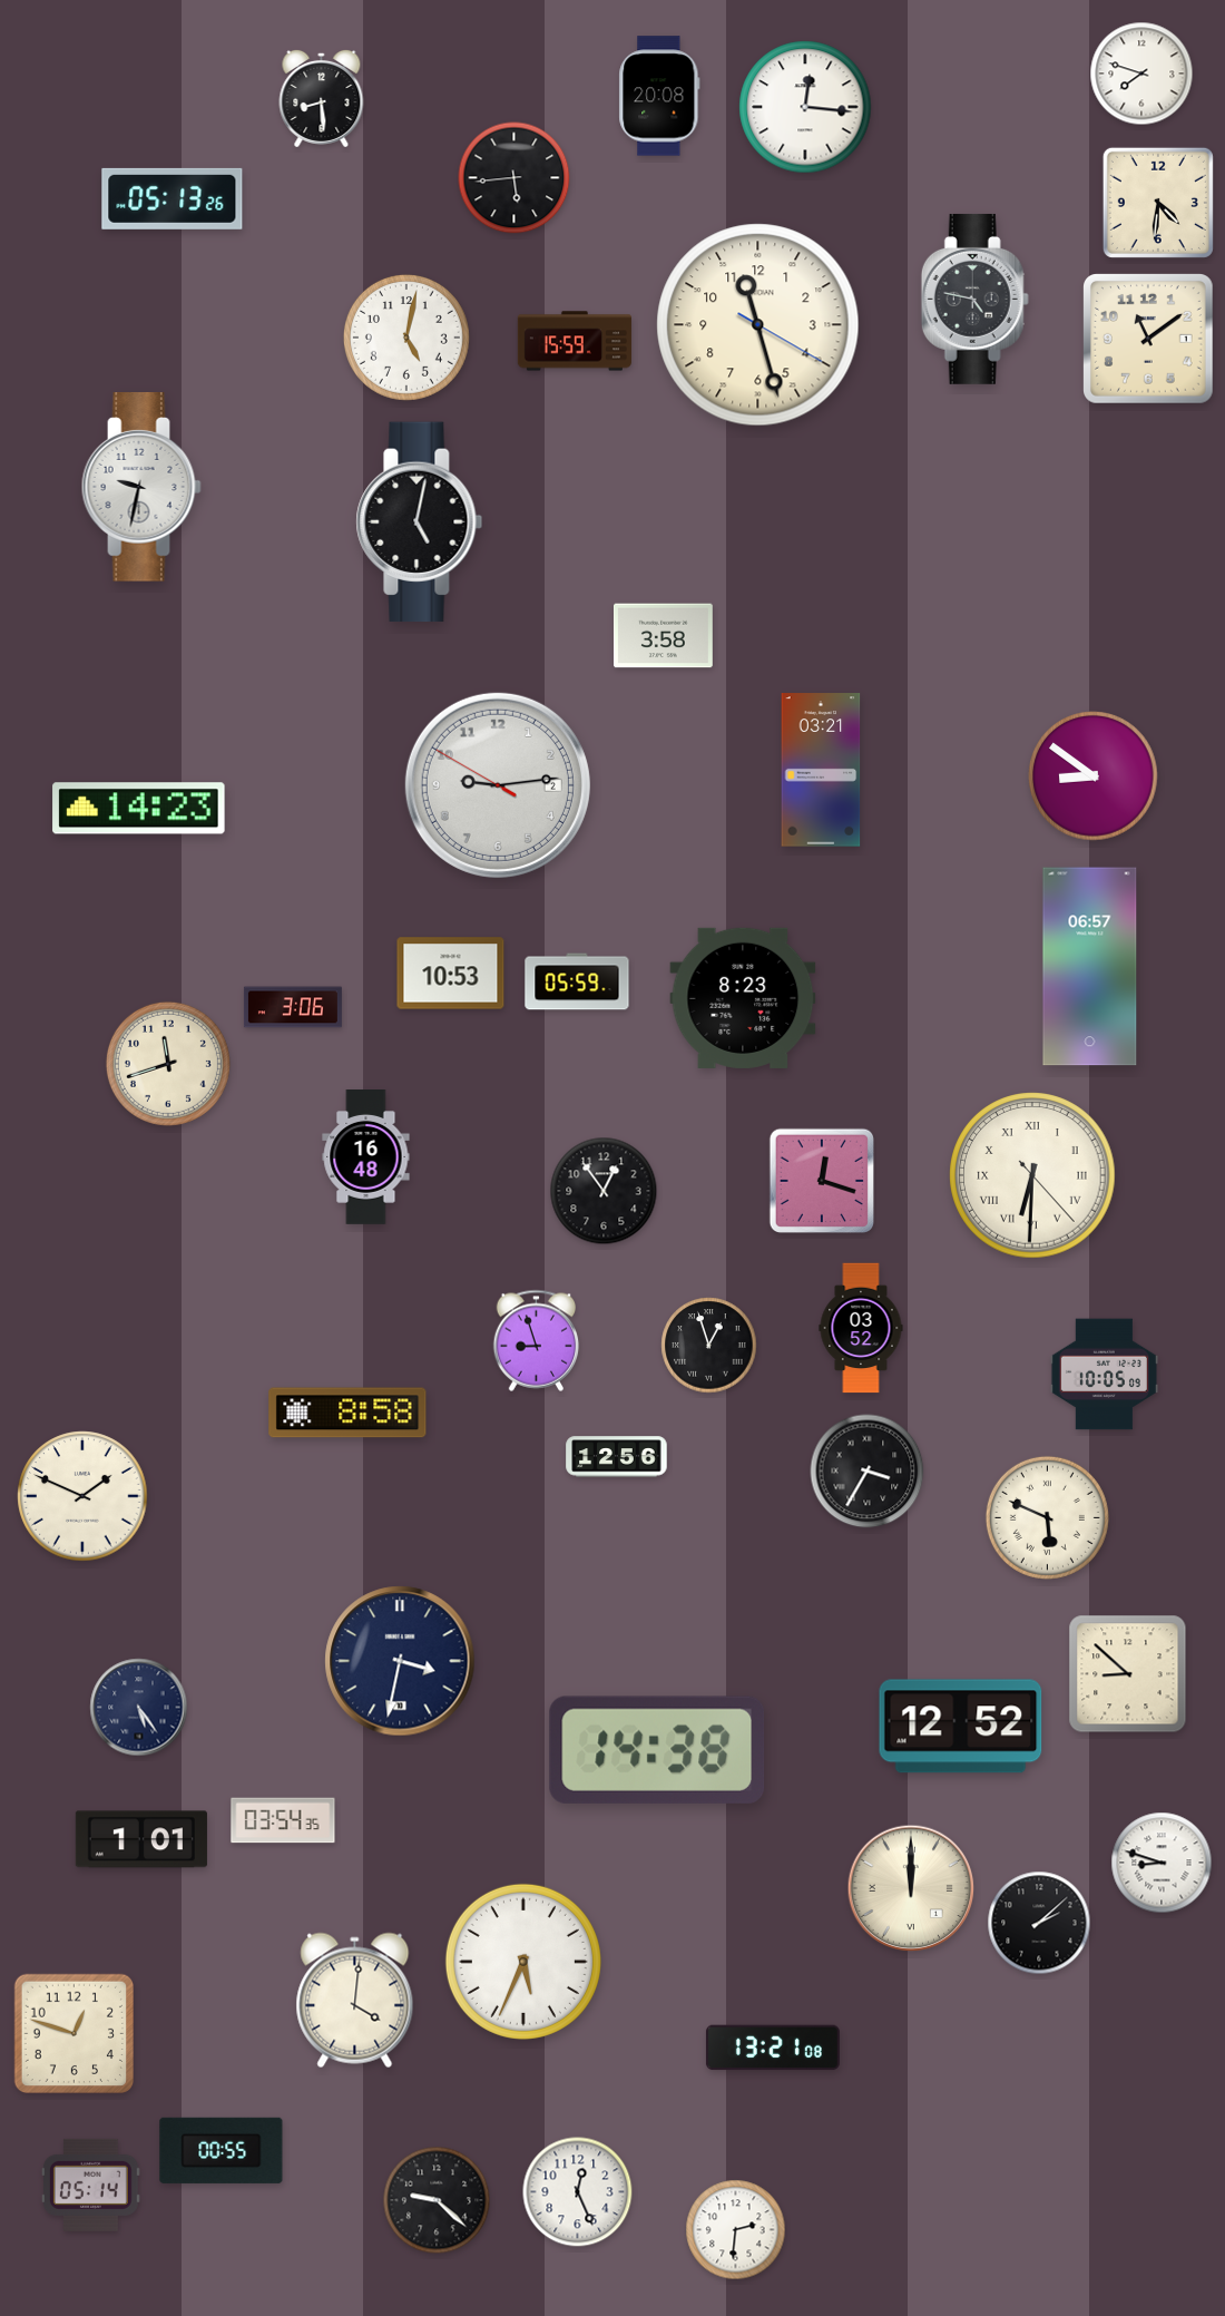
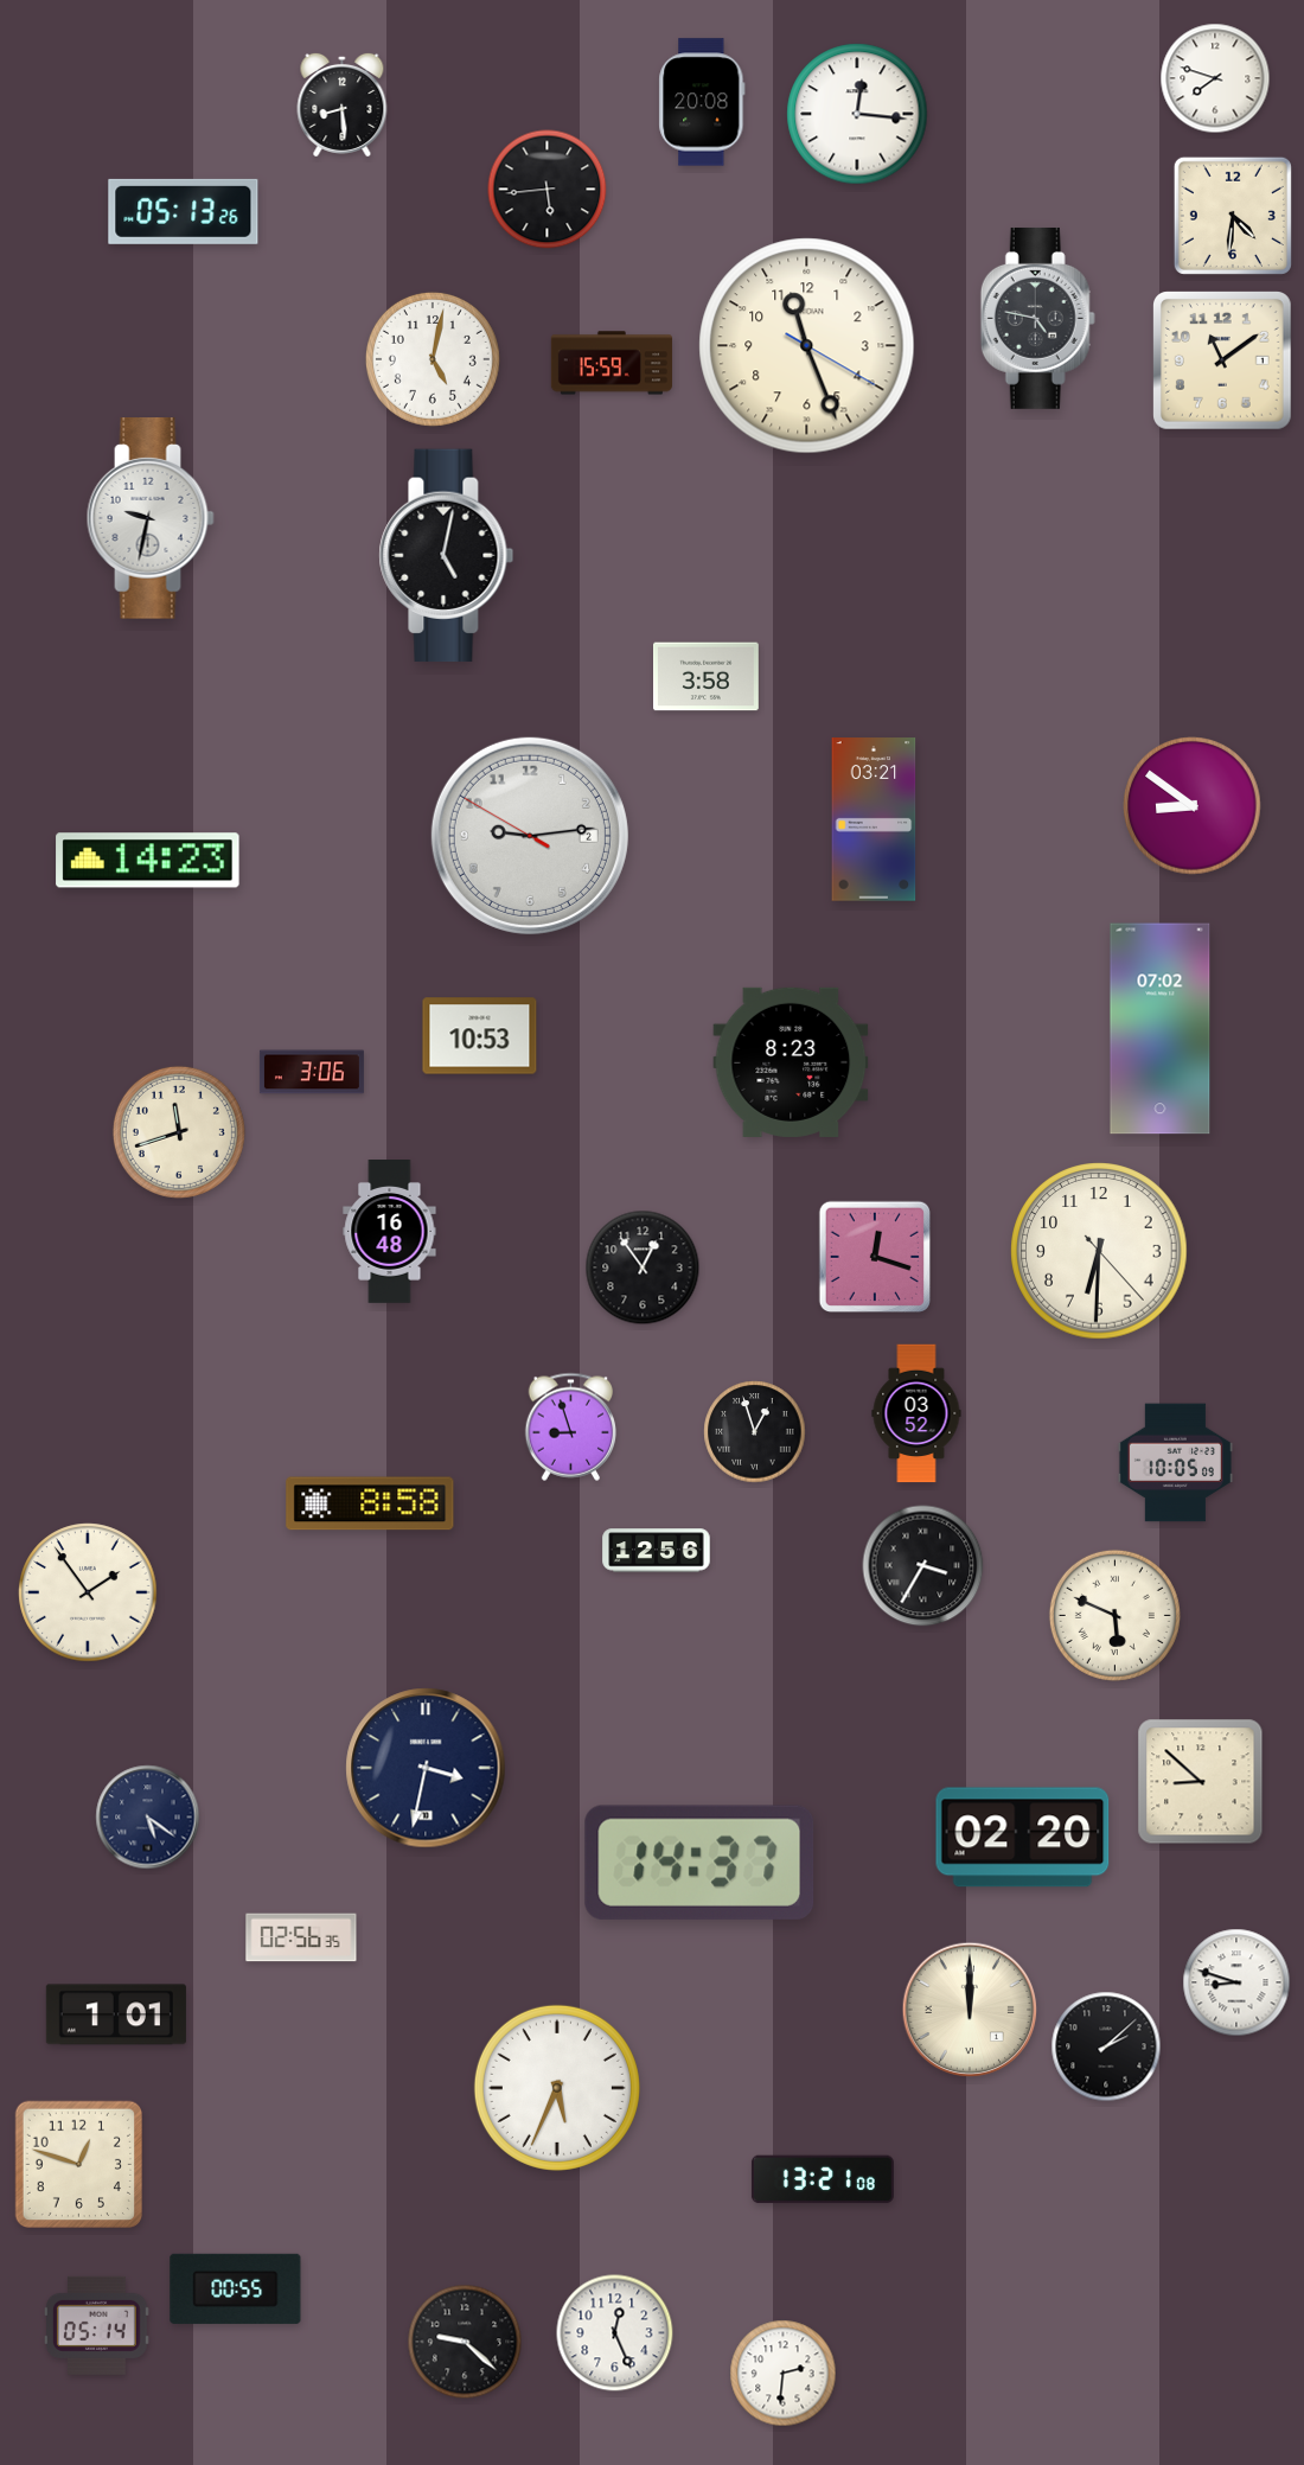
clock at (758, 325): 11:27 -> 11:26
clock at (1094, 776) position: (1094, 776) -> (1193, 806)
clock at (1090, 967): 06:57 -> 07:02
clock at (577, 981): 05:59 -> none
clock at (1032, 1175) numerals: Roman -> Arabic
clock at (82, 1496): 1:49 -> 1:54
clock at (139, 1708): 5:24 -> 5:21
clock at (961, 1727): 12:52 -> 02:20
clock at (657, 1750): 14:38 -> 14:37
clock at (283, 1820): 03:54 -> 02:56
clock at (141, 1839) position: (141, 1839) -> (116, 2014)
clock at (355, 2001): 4:01 -> none
